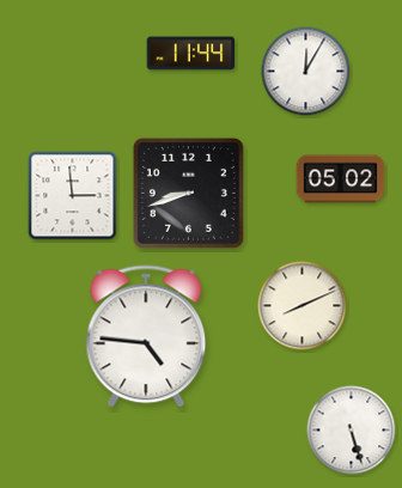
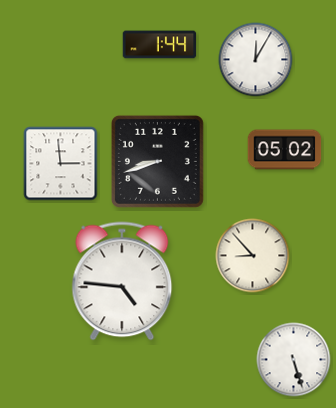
clock at (191, 54): 11:44 -> 1:44
clock at (303, 306): 8:11 -> 8:53
